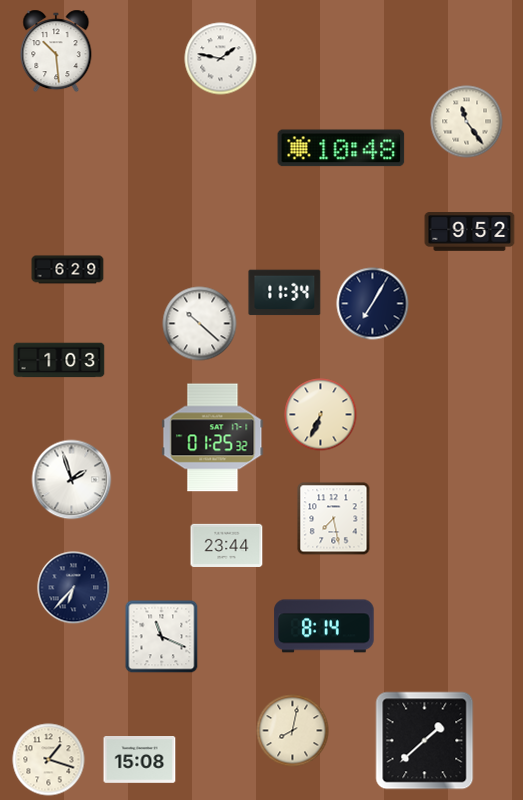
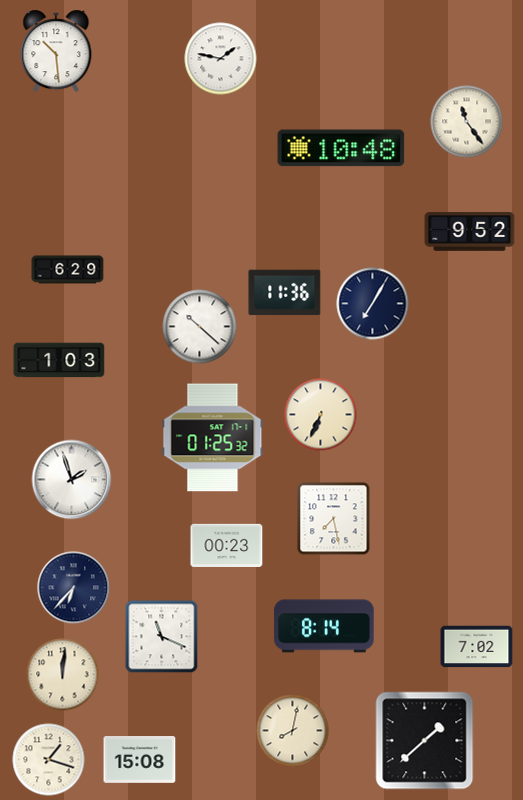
clock at (285, 293): 11:34 -> 11:36
clock at (200, 324) position: (200, 324) -> (200, 327)
clock at (227, 545): 23:44 -> 00:23
clock at (477, 647): none -> 7:02
clock at (63, 675): none -> 12:01
